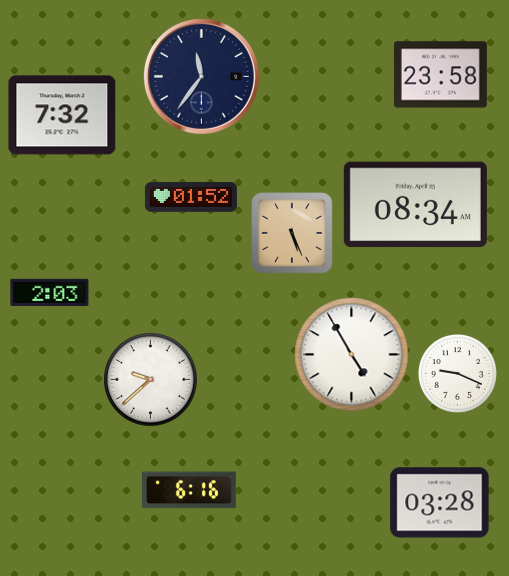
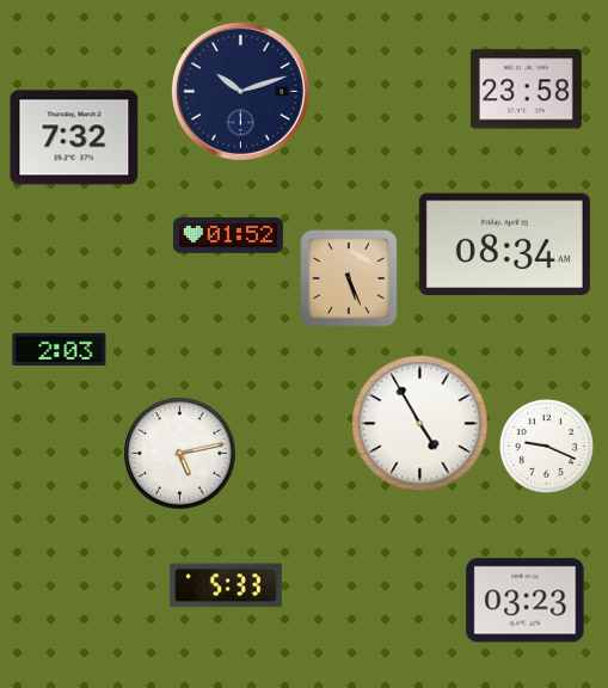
clock at (201, 76): 11:36 -> 10:12
clock at (415, 205) position: (415, 205) -> (504, 245)
clock at (151, 380): 9:38 -> 5:13
clock at (189, 490): 6:16 -> 5:33
clock at (440, 503): 03:28 -> 03:23
